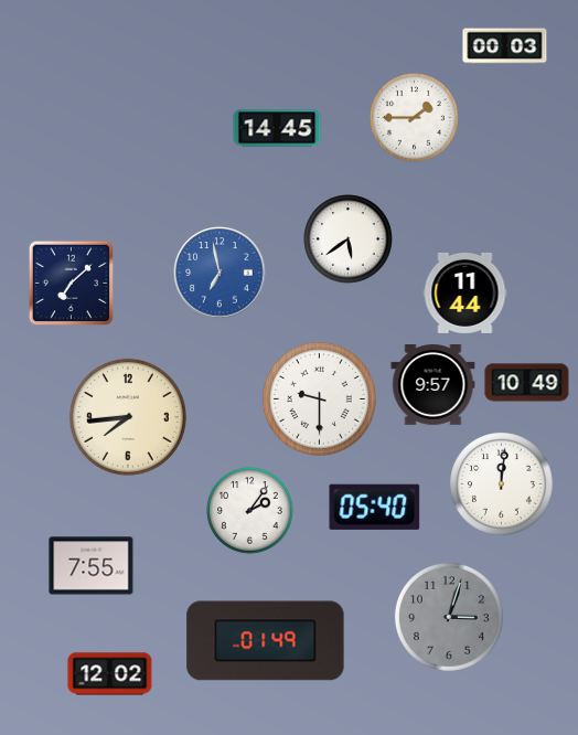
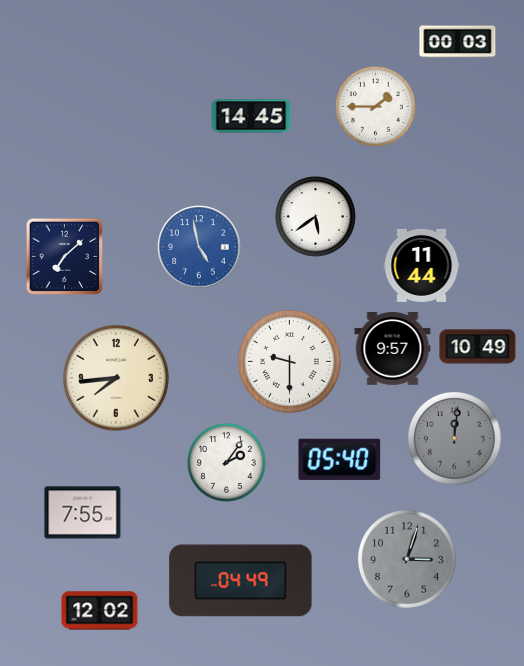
clock at (220, 273): 6:58 -> 4:58
clock at (501, 483) dial: white -> grey
clock at (266, 641): 01:49 -> 04:49
